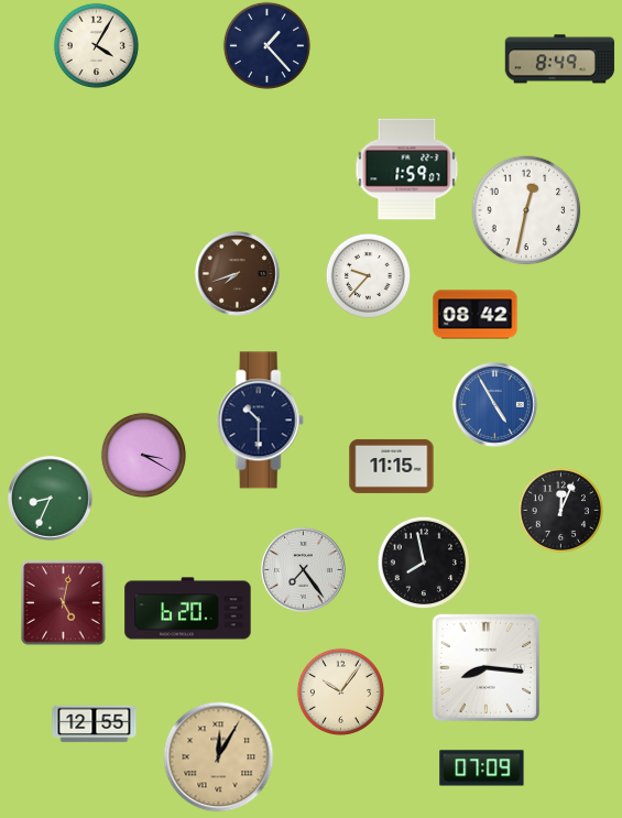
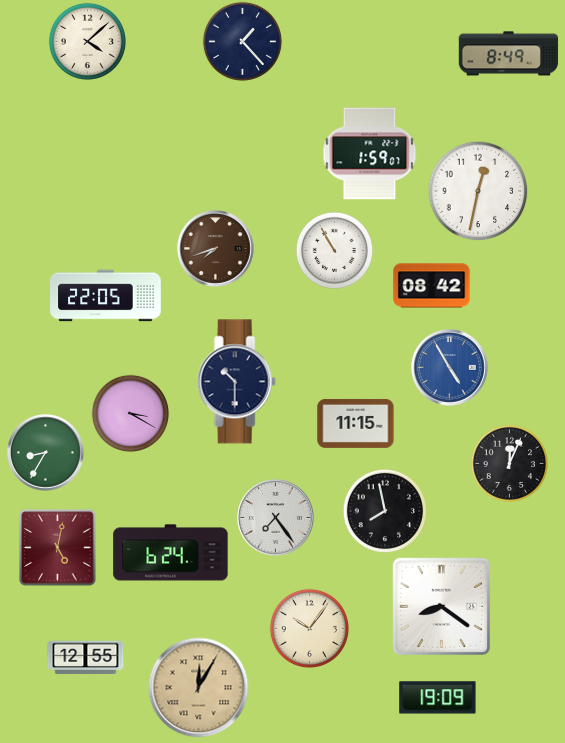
clock at (96, 45): 4:05 -> 4:08
clock at (368, 275): 9:37 -> 10:55
clock at (106, 296): none -> 22:05
clock at (51, 499): 8:34 -> 8:35
clock at (188, 609): 6:20 -> 6:24
clock at (485, 667): 8:16 -> 8:21
clock at (482, 768): 07:09 -> 19:09
